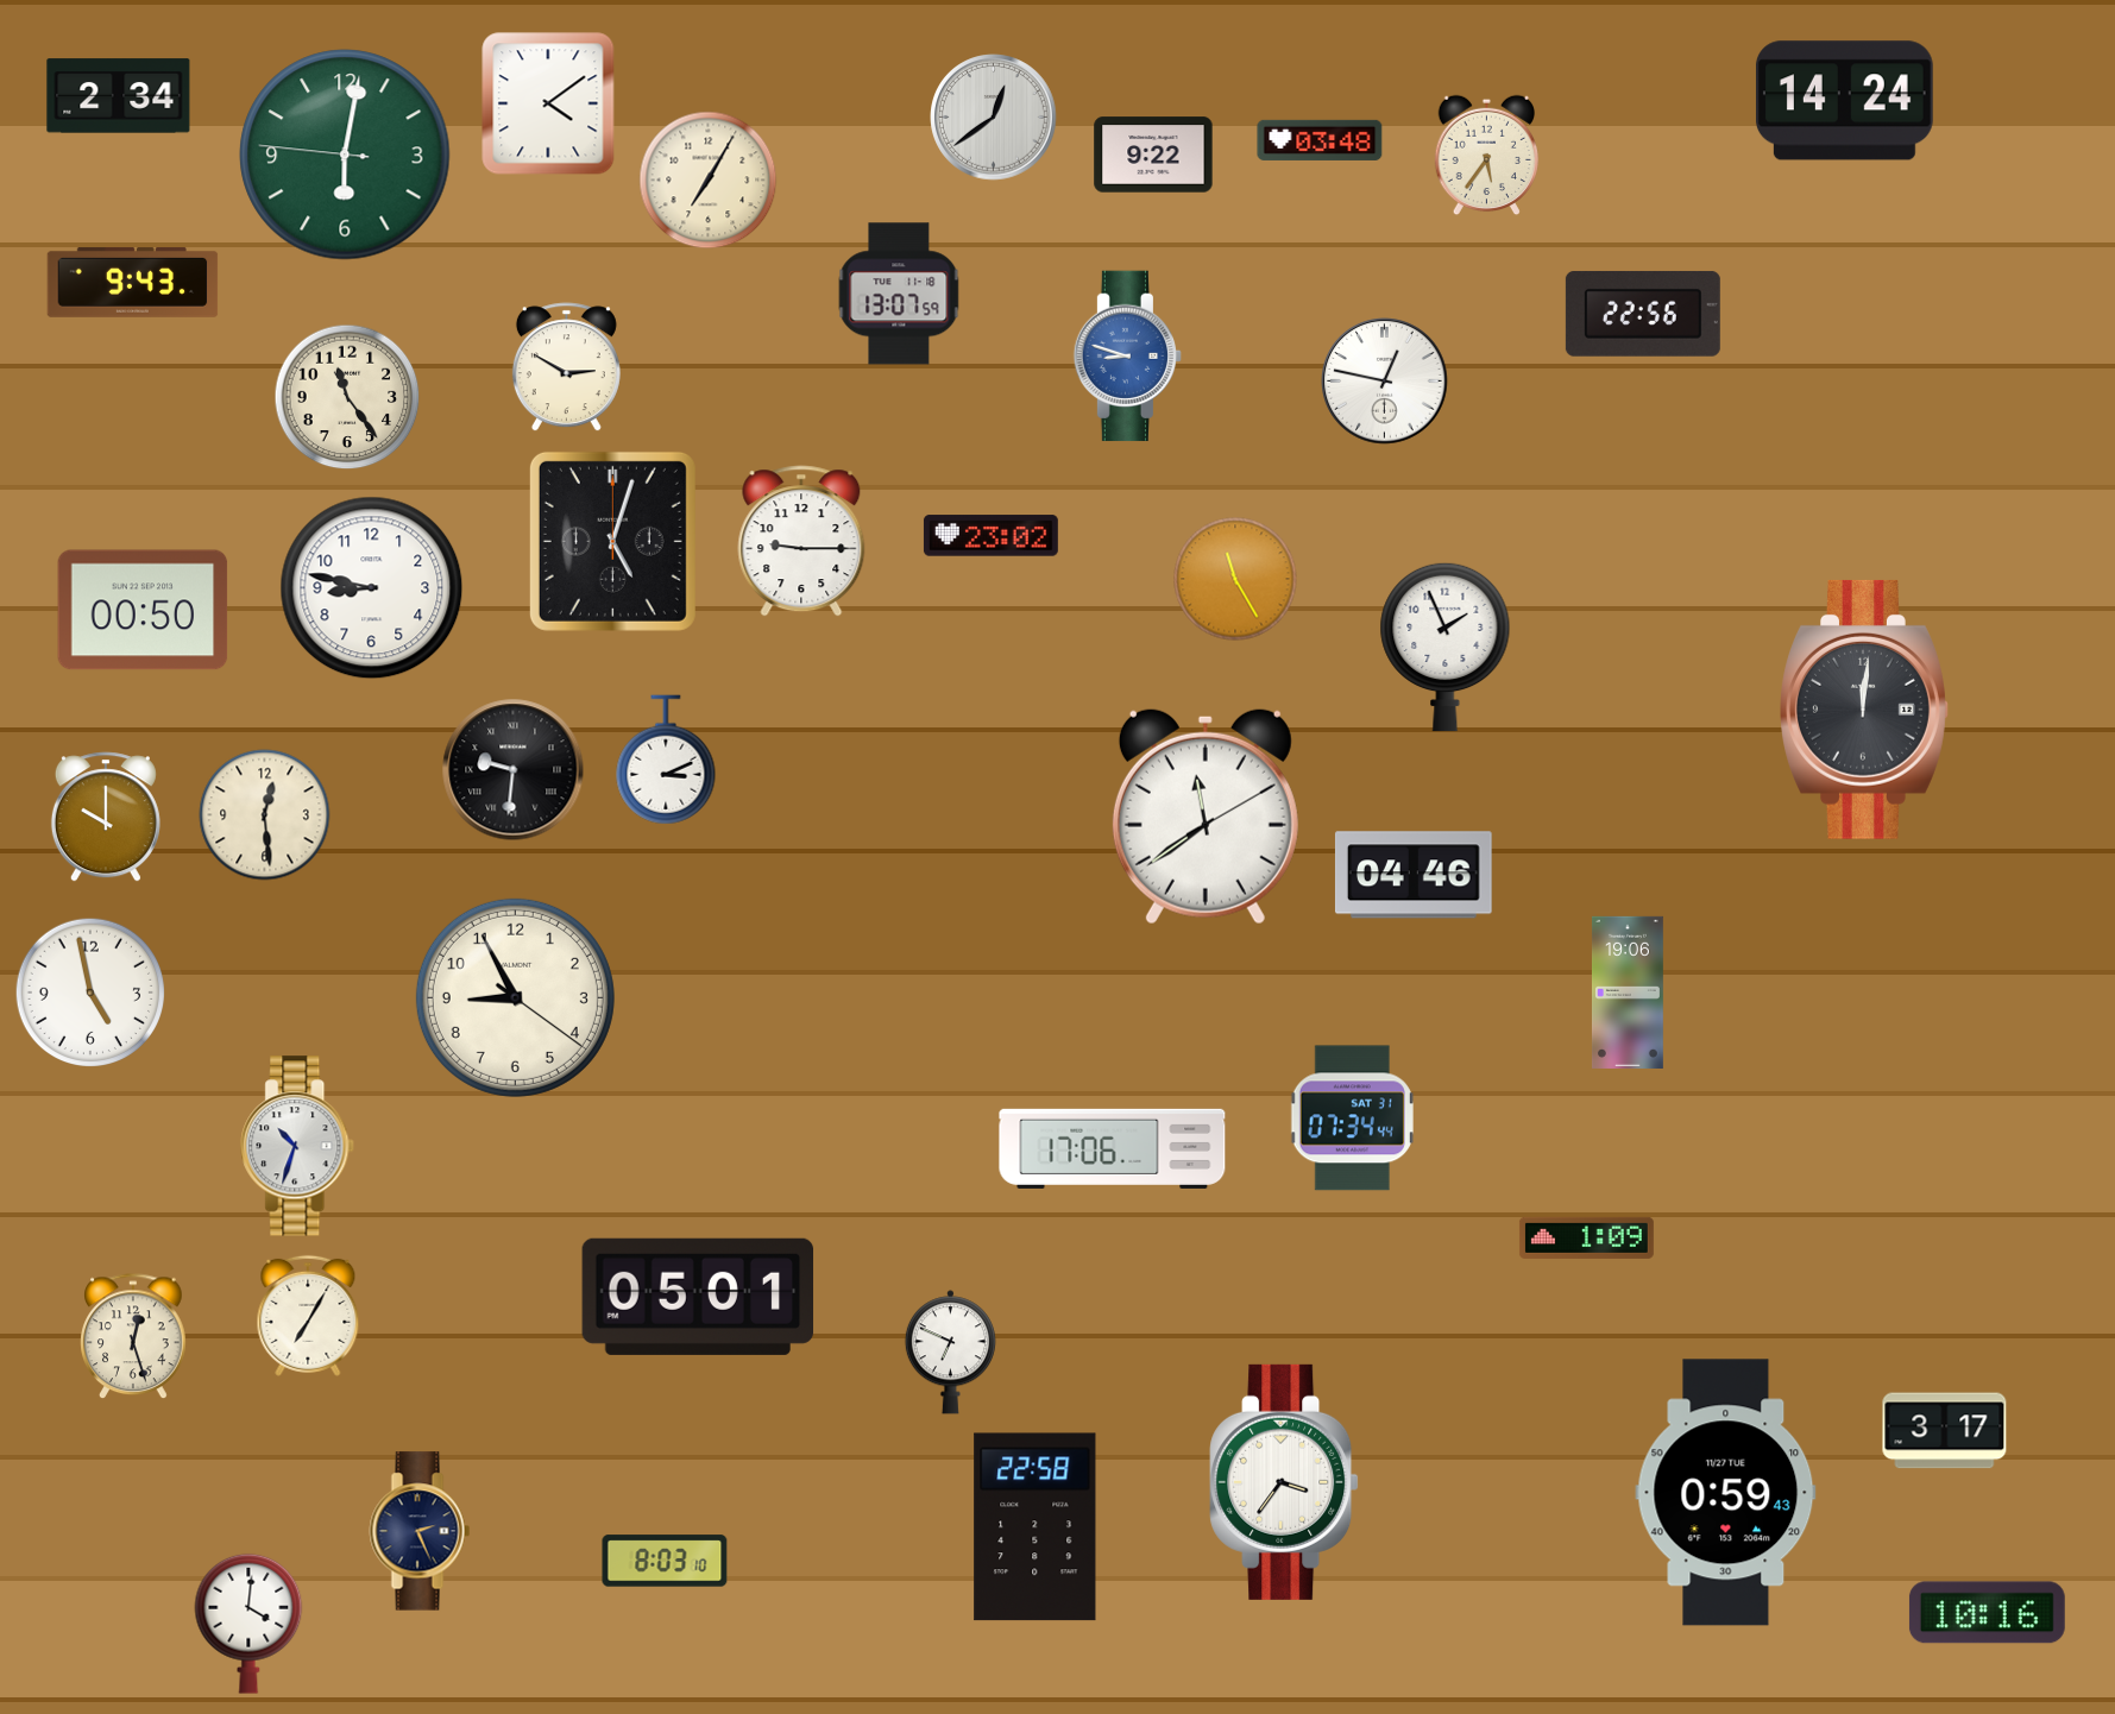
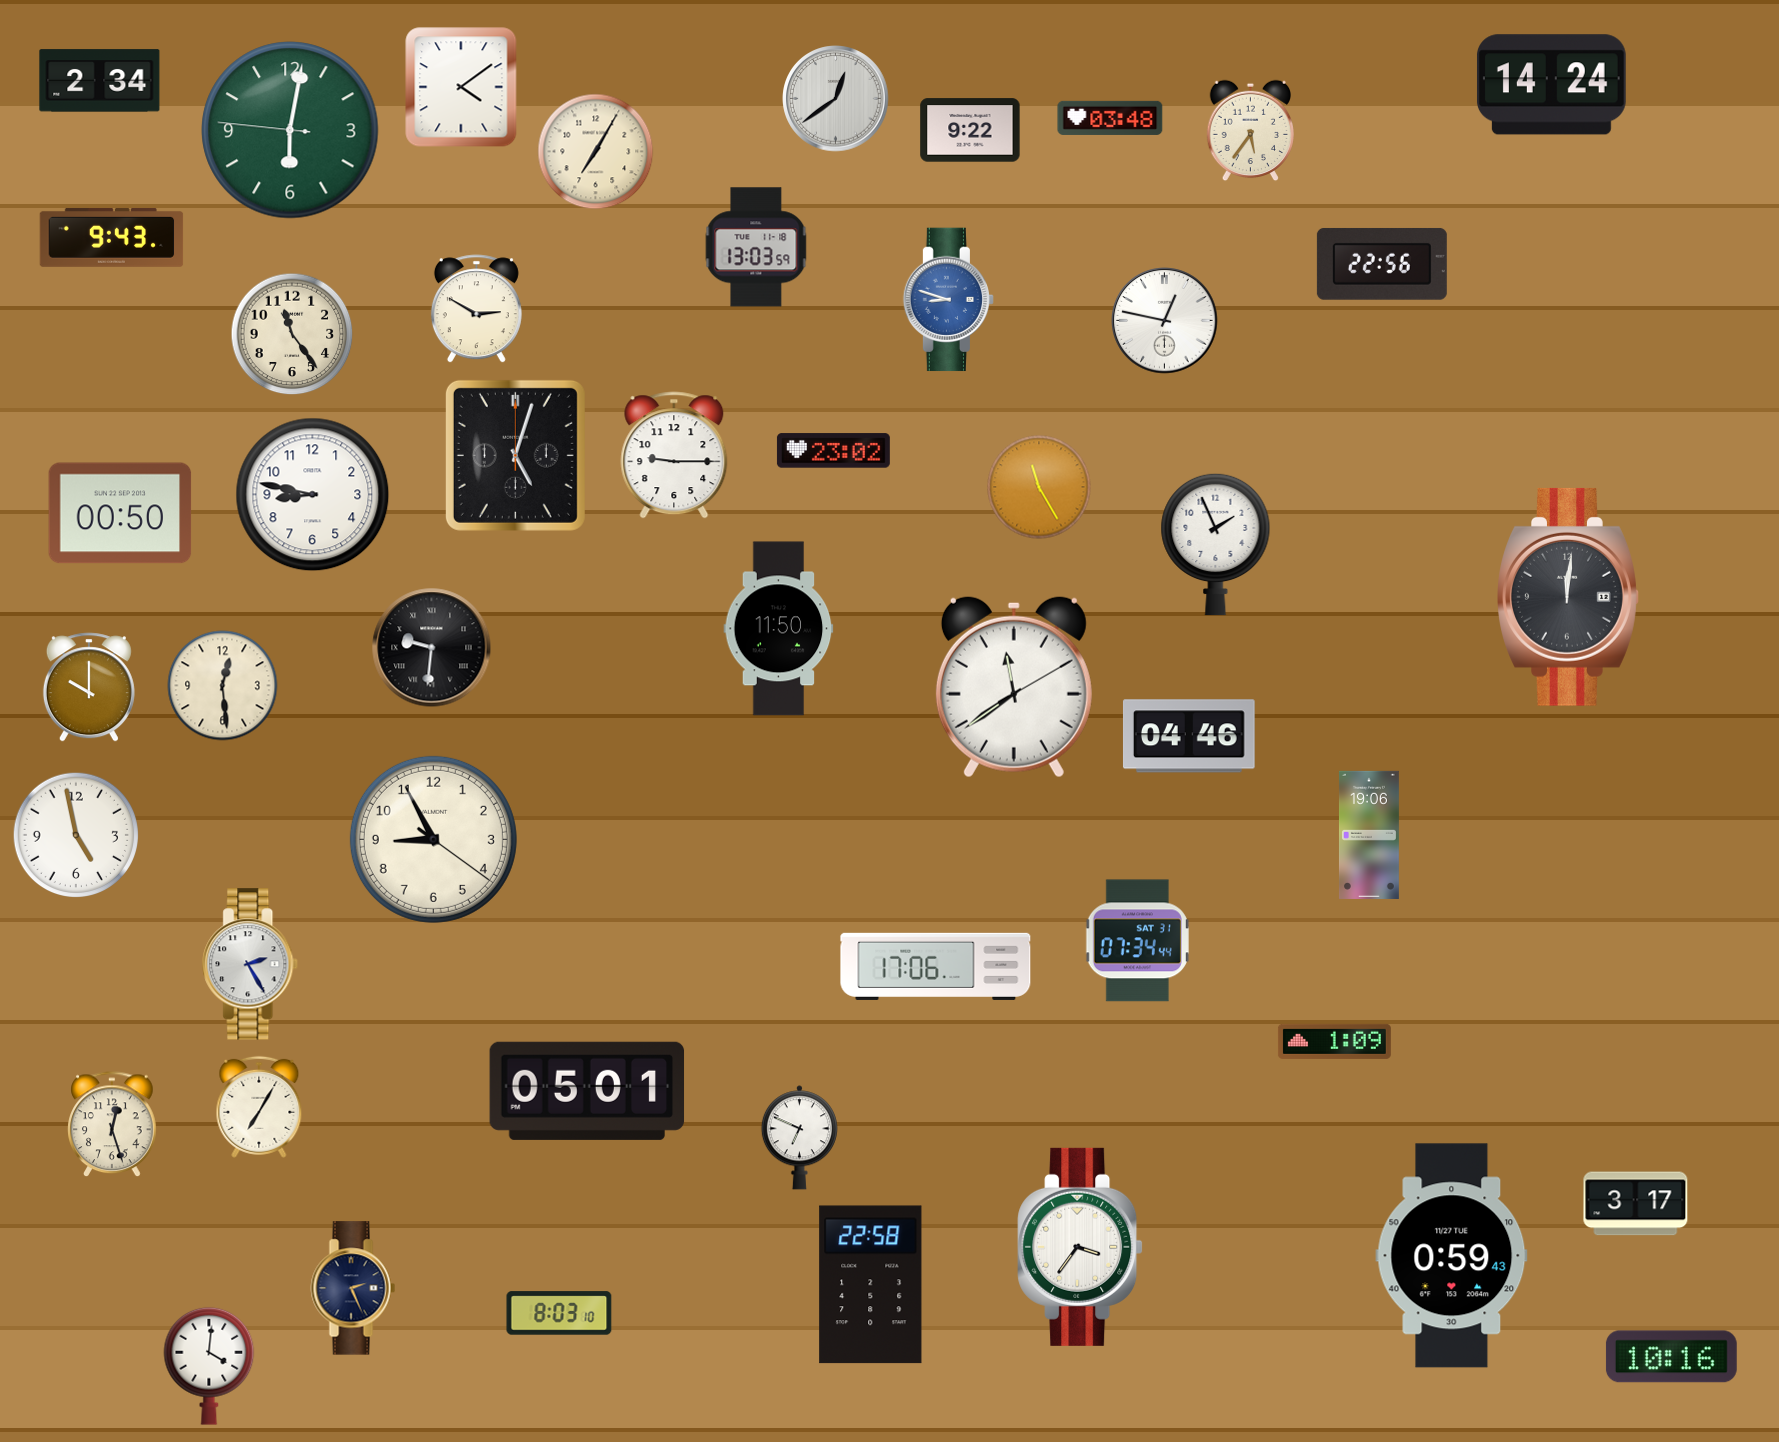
clock at (899, 294): 13:07 -> 13:03
clock at (779, 629): none -> 11:50
clock at (666, 760): 3:11 -> none
clock at (298, 1146): 10:33 -> 2:25
